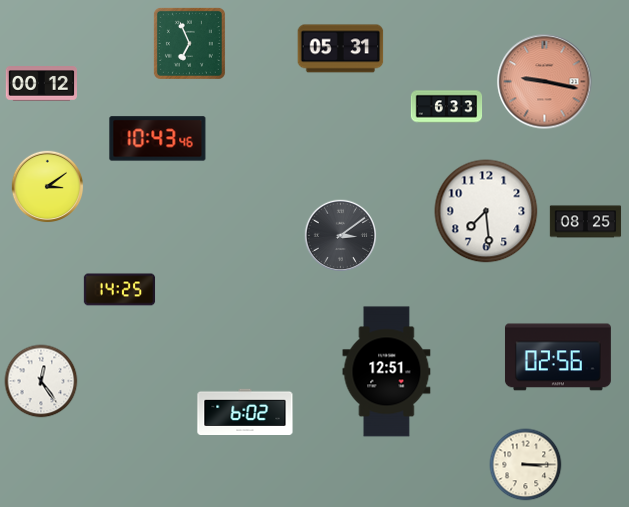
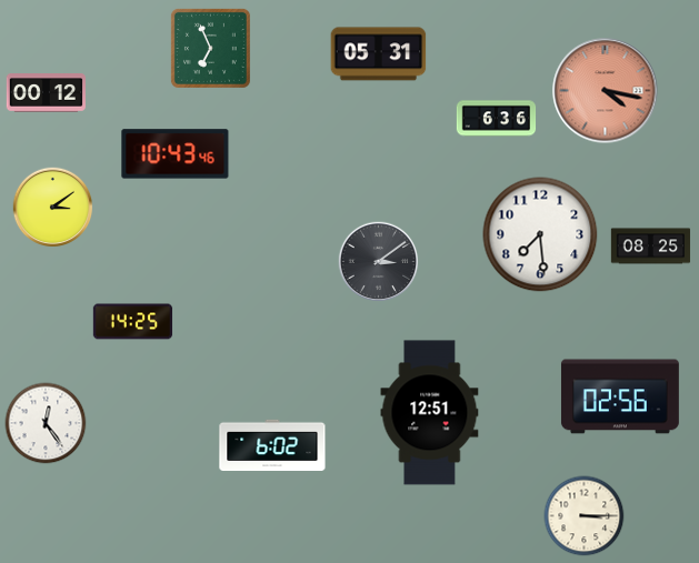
clock at (545, 82): 9:17 -> 4:17
clock at (447, 107): 6:33 -> 6:36
clock at (245, 411) position: (245, 411) -> (272, 444)
